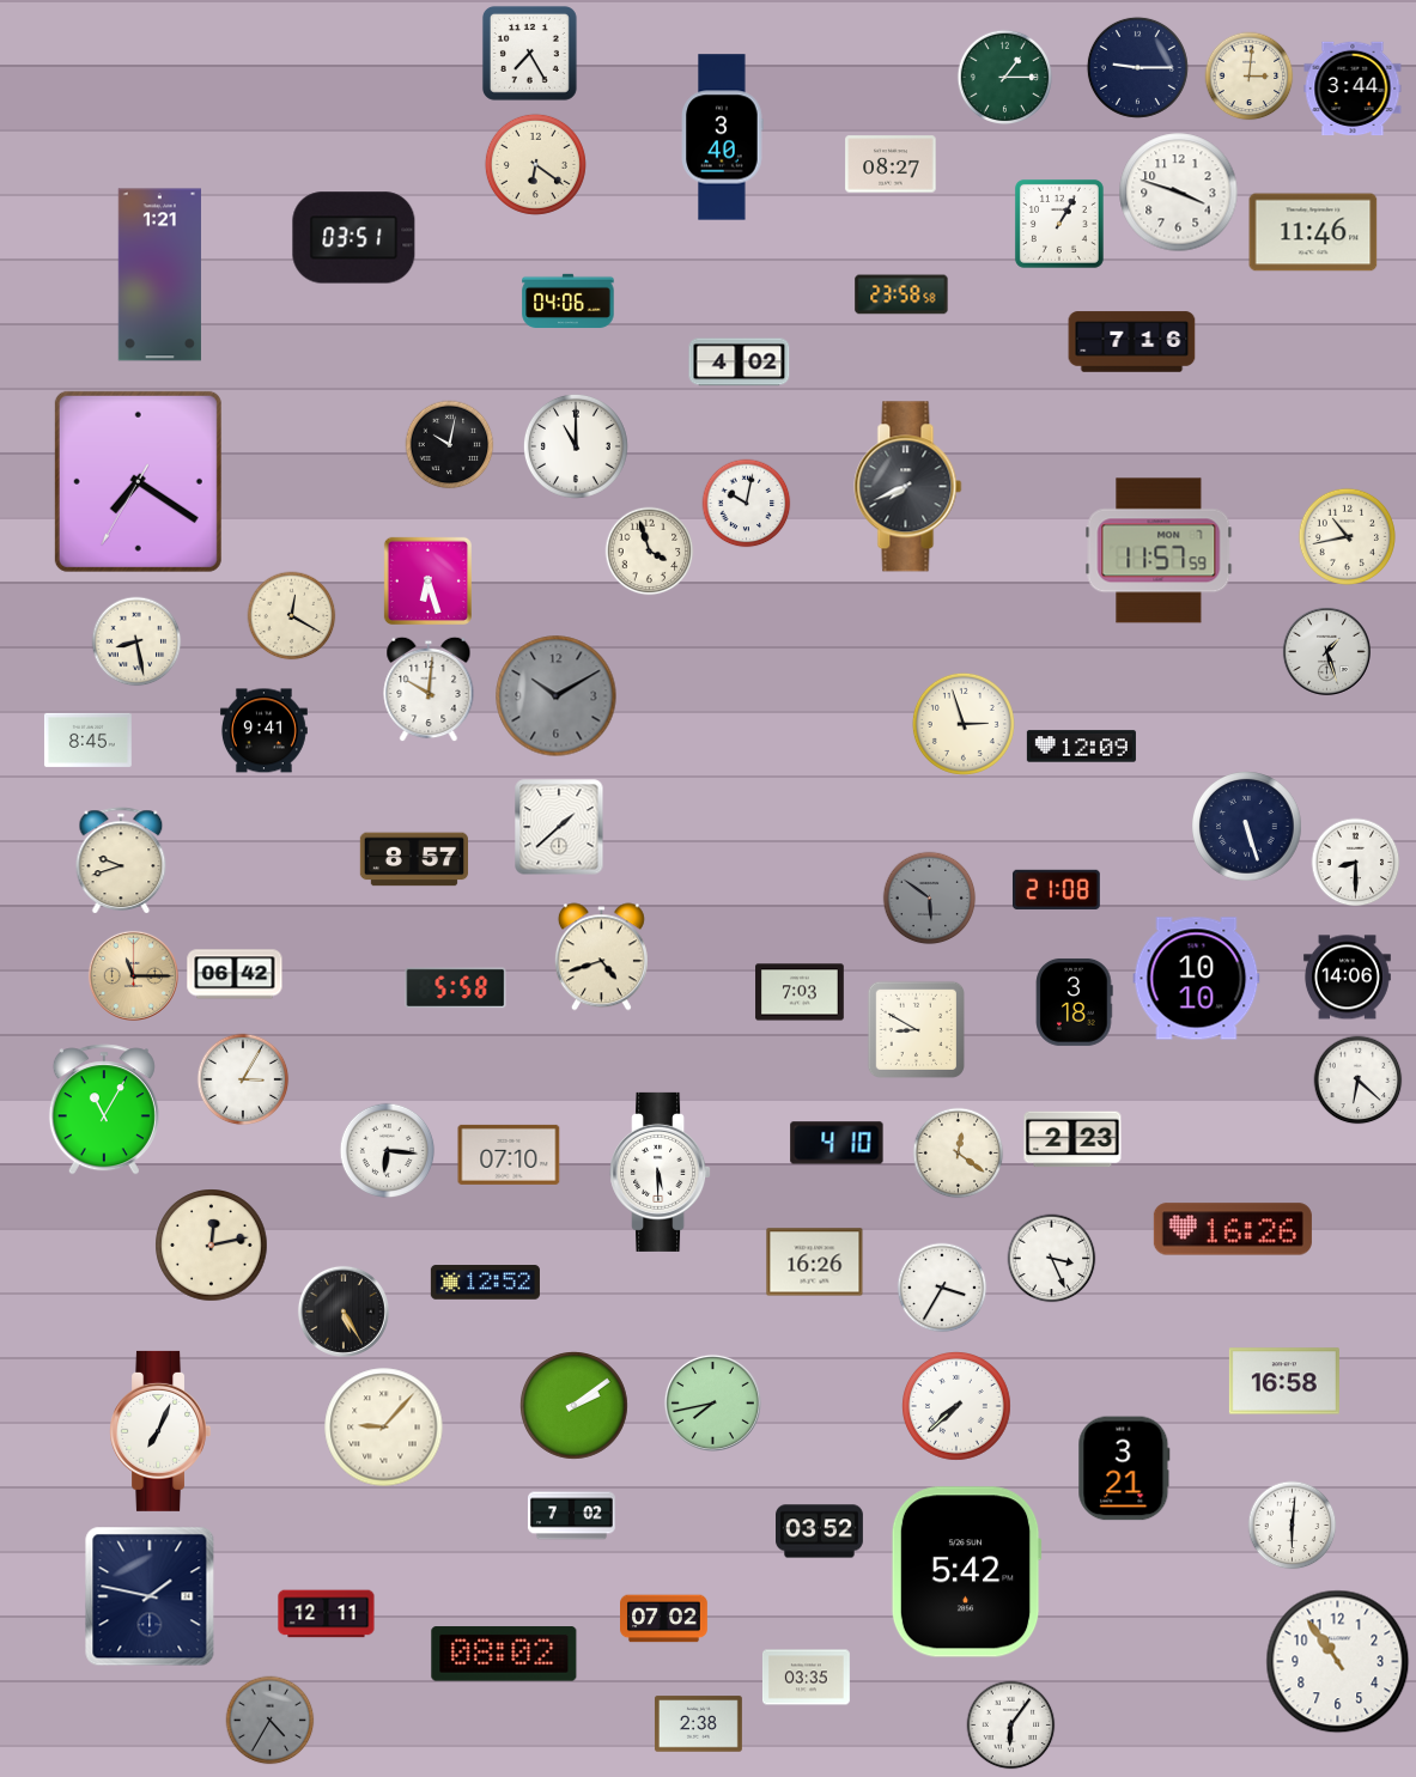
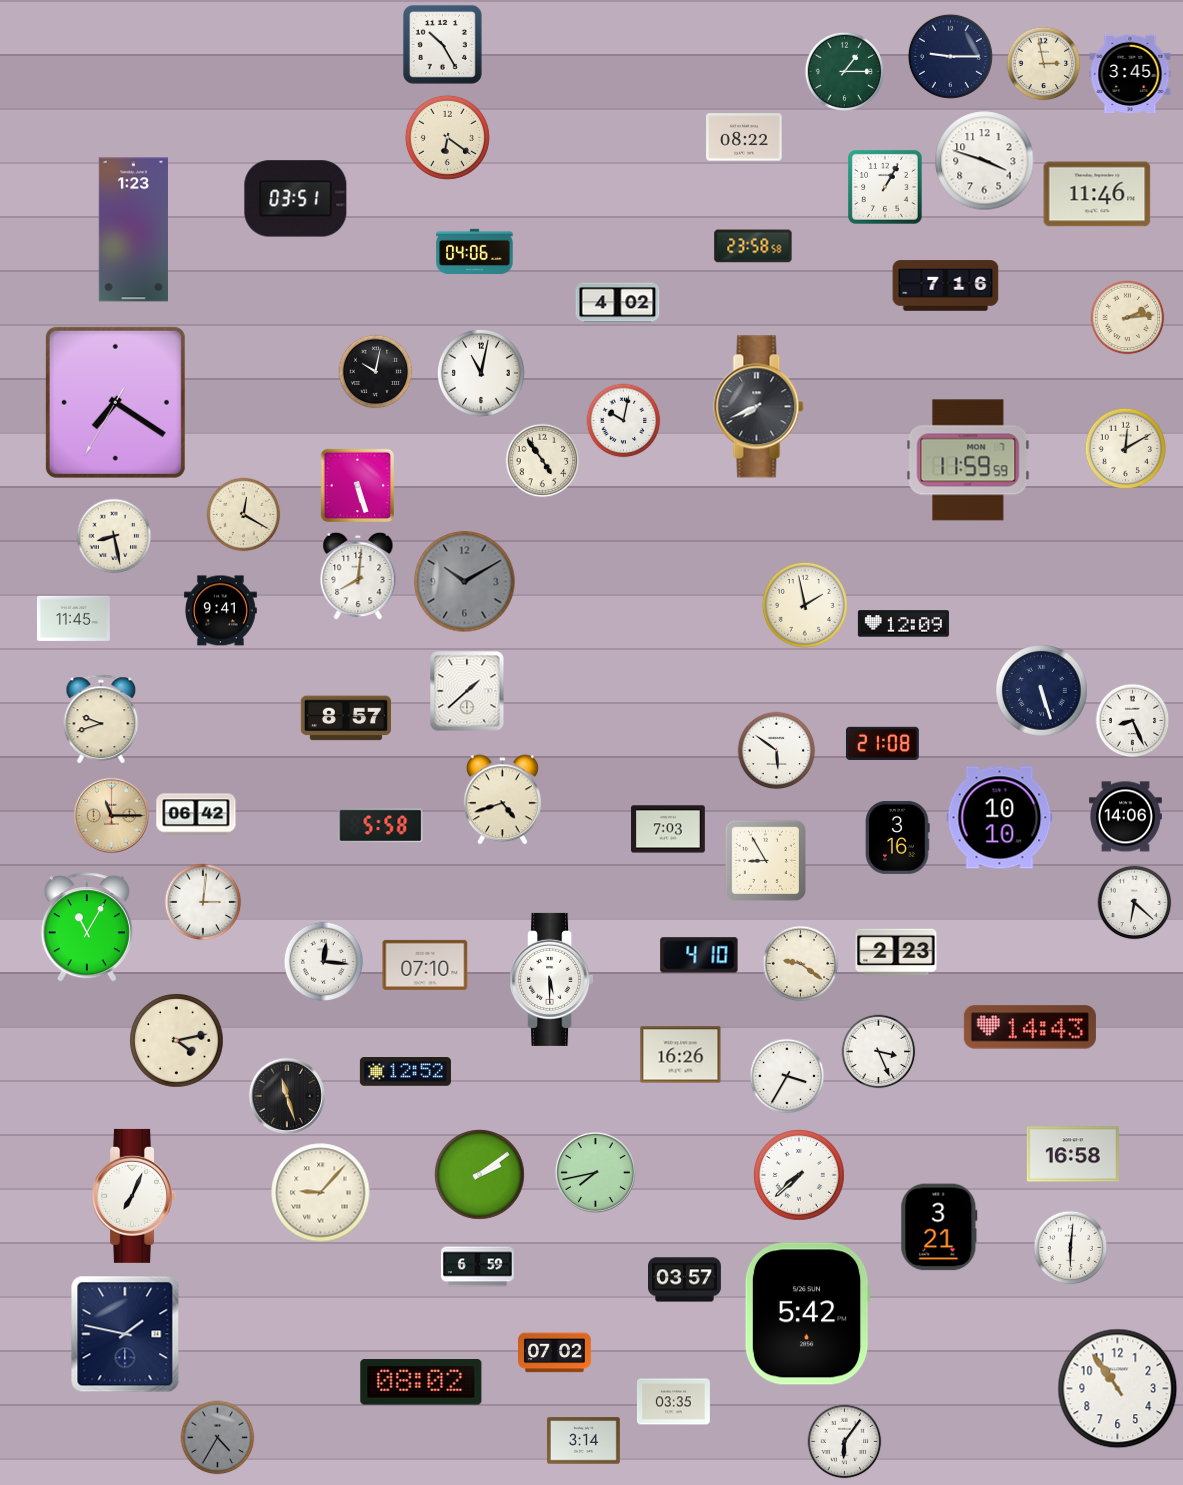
clock at (529, 53): 7:25 -> 10:25
clock at (1250, 77): 3:01 -> 2:58
clock at (1005, 78) position: (1005, 78) -> (845, 72)
clock at (1353, 89): 3:44 -> 3:45
clock at (723, 138): 3:40 -> none
clock at (891, 164): 08:27 -> 08:22
clock at (159, 275): 1:21 -> 1:23
clock at (1128, 318): none -> 2:14
clock at (576, 446): 11:00 -> 11:02
clock at (1347, 536): 10:43 -> 12:10
clock at (1159, 550): 11:57 -> 11:59
clock at (650, 552): 3:57 -> 4:54
clock at (427, 580): 6:27 -> 5:27
clock at (1326, 651): 1:27 -> none
clock at (429, 689): 10:01 -> 8:01
clock at (964, 724): 2:57 -> 1:58
clock at (87, 740): 8:45 -> 11:45
clock at (1356, 863): 8:30 -> 8:26
clock at (930, 899) dial: grey -> white
clock at (1075, 1002): 3:18 -> 3:16
clock at (916, 1029): 8:50 -> 8:55
clock at (243, 1079): 3:05 -> 3:01
clock at (388, 1151): 6:16 -> 12:16
clock at (959, 1154): 12:21 -> 9:21
clock at (1233, 1229): 16:26 -> 14:43
clock at (212, 1246): 12:13 -> 4:13
clock at (344, 1312): 5:25 -> 11:27
clock at (571, 1516): 7:02 -> 6:59
clock at (1293, 1526) position: (1293, 1526) -> (1071, 1248)
clock at (820, 1532): 03:52 -> 03:57
clock at (327, 1614): 12:11 -> none
clock at (271, 1721) position: (271, 1721) -> (218, 1438)
clock at (698, 1724): 2:38 -> 3:14
